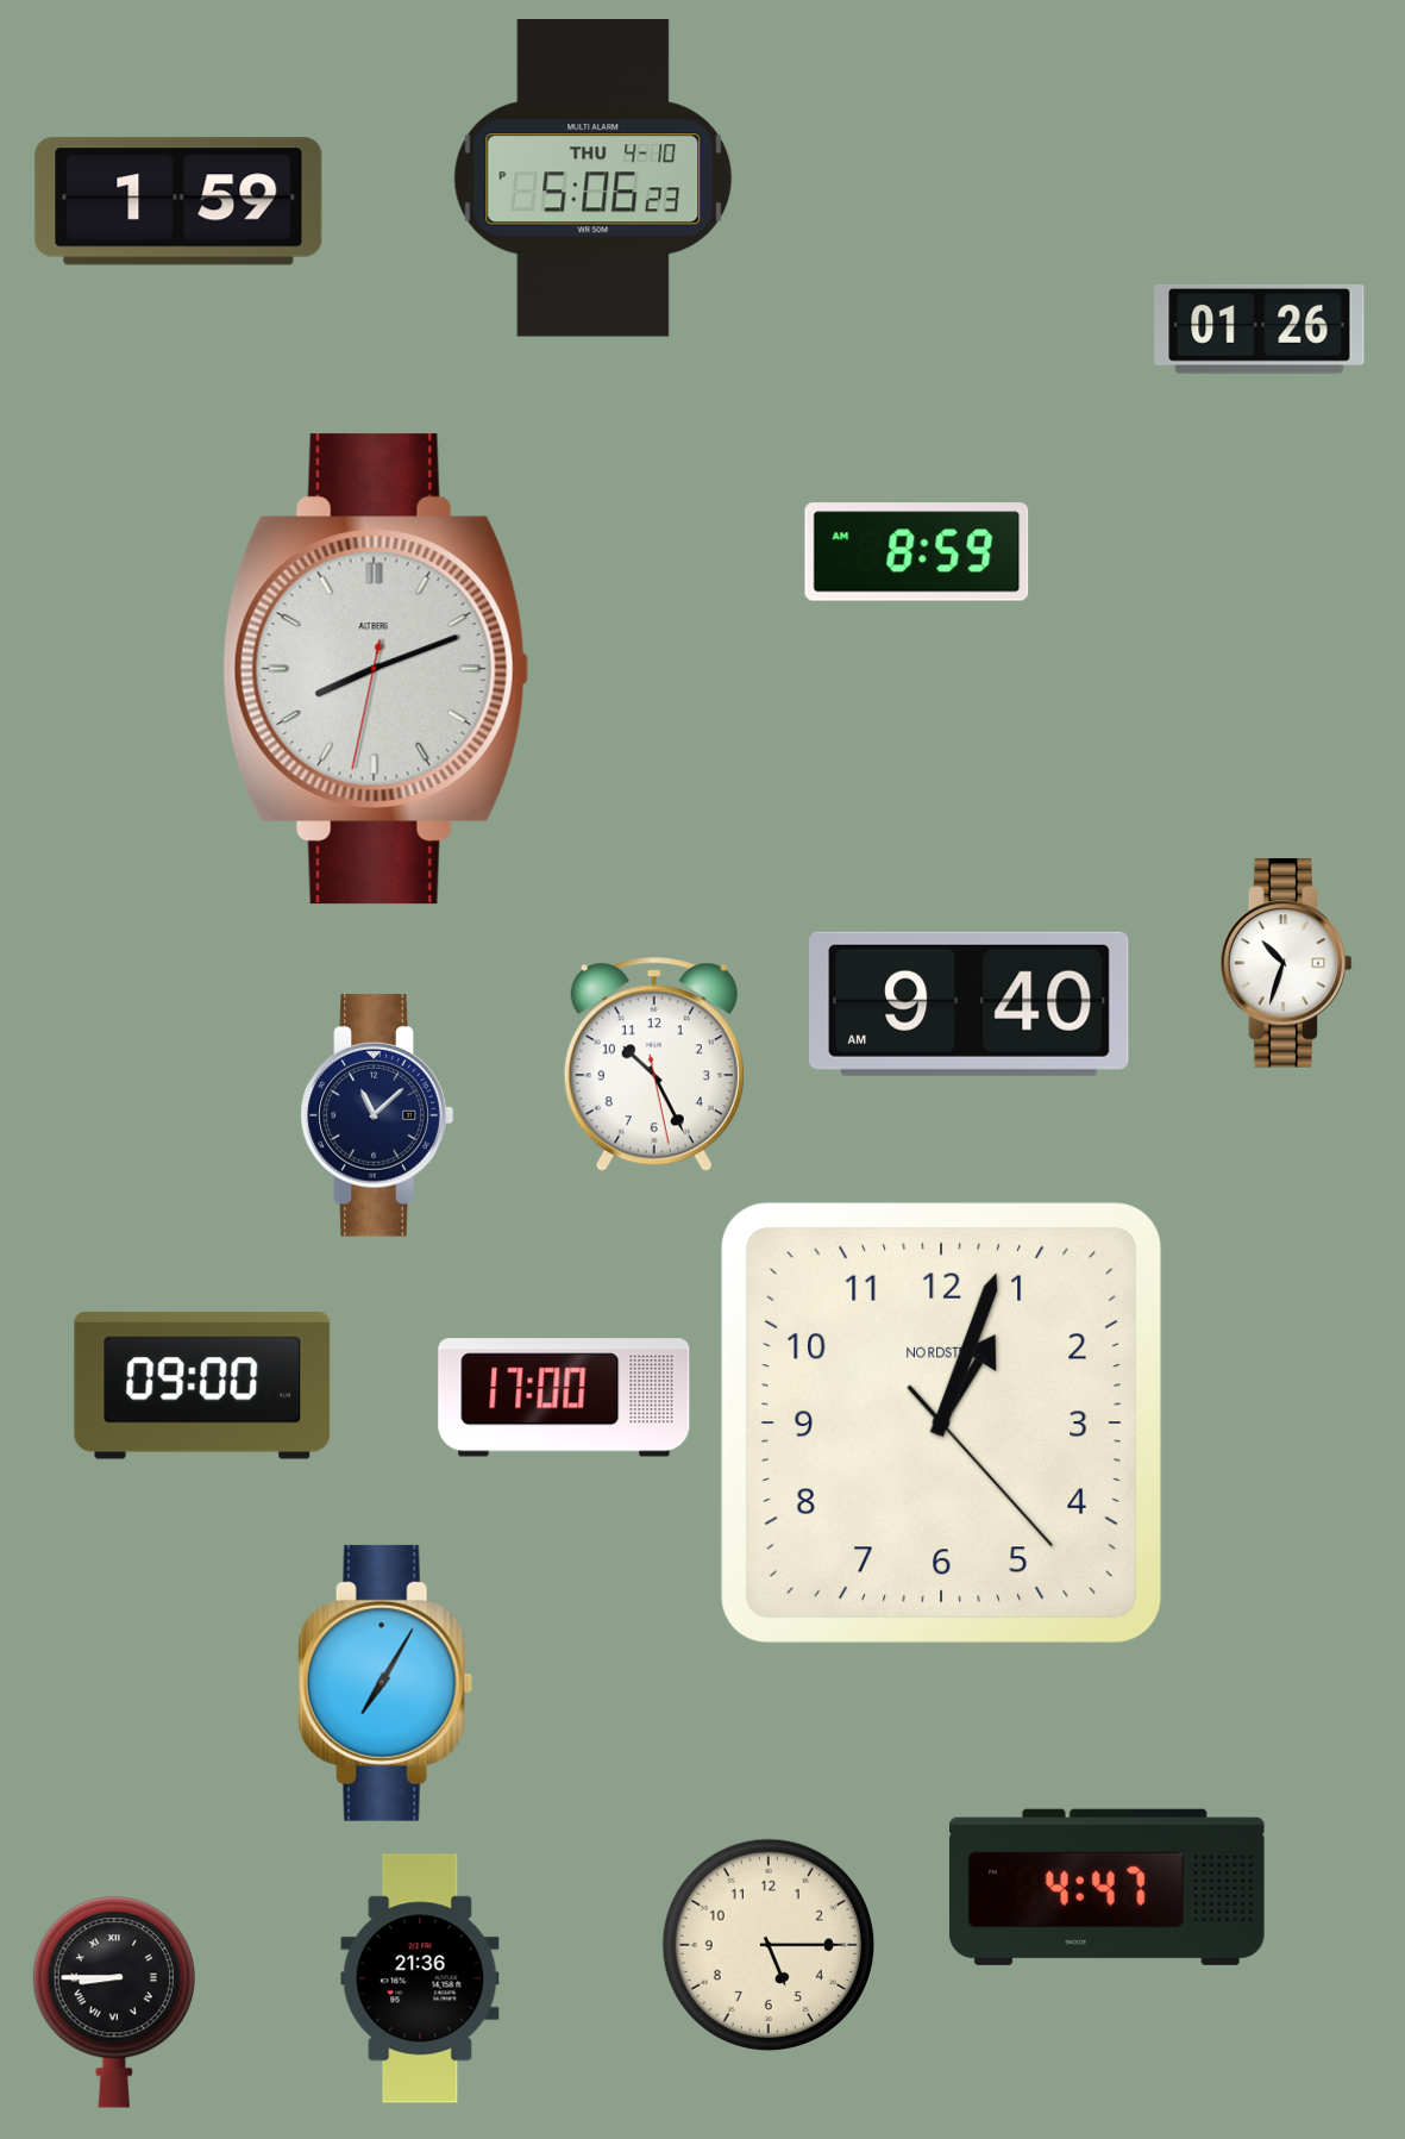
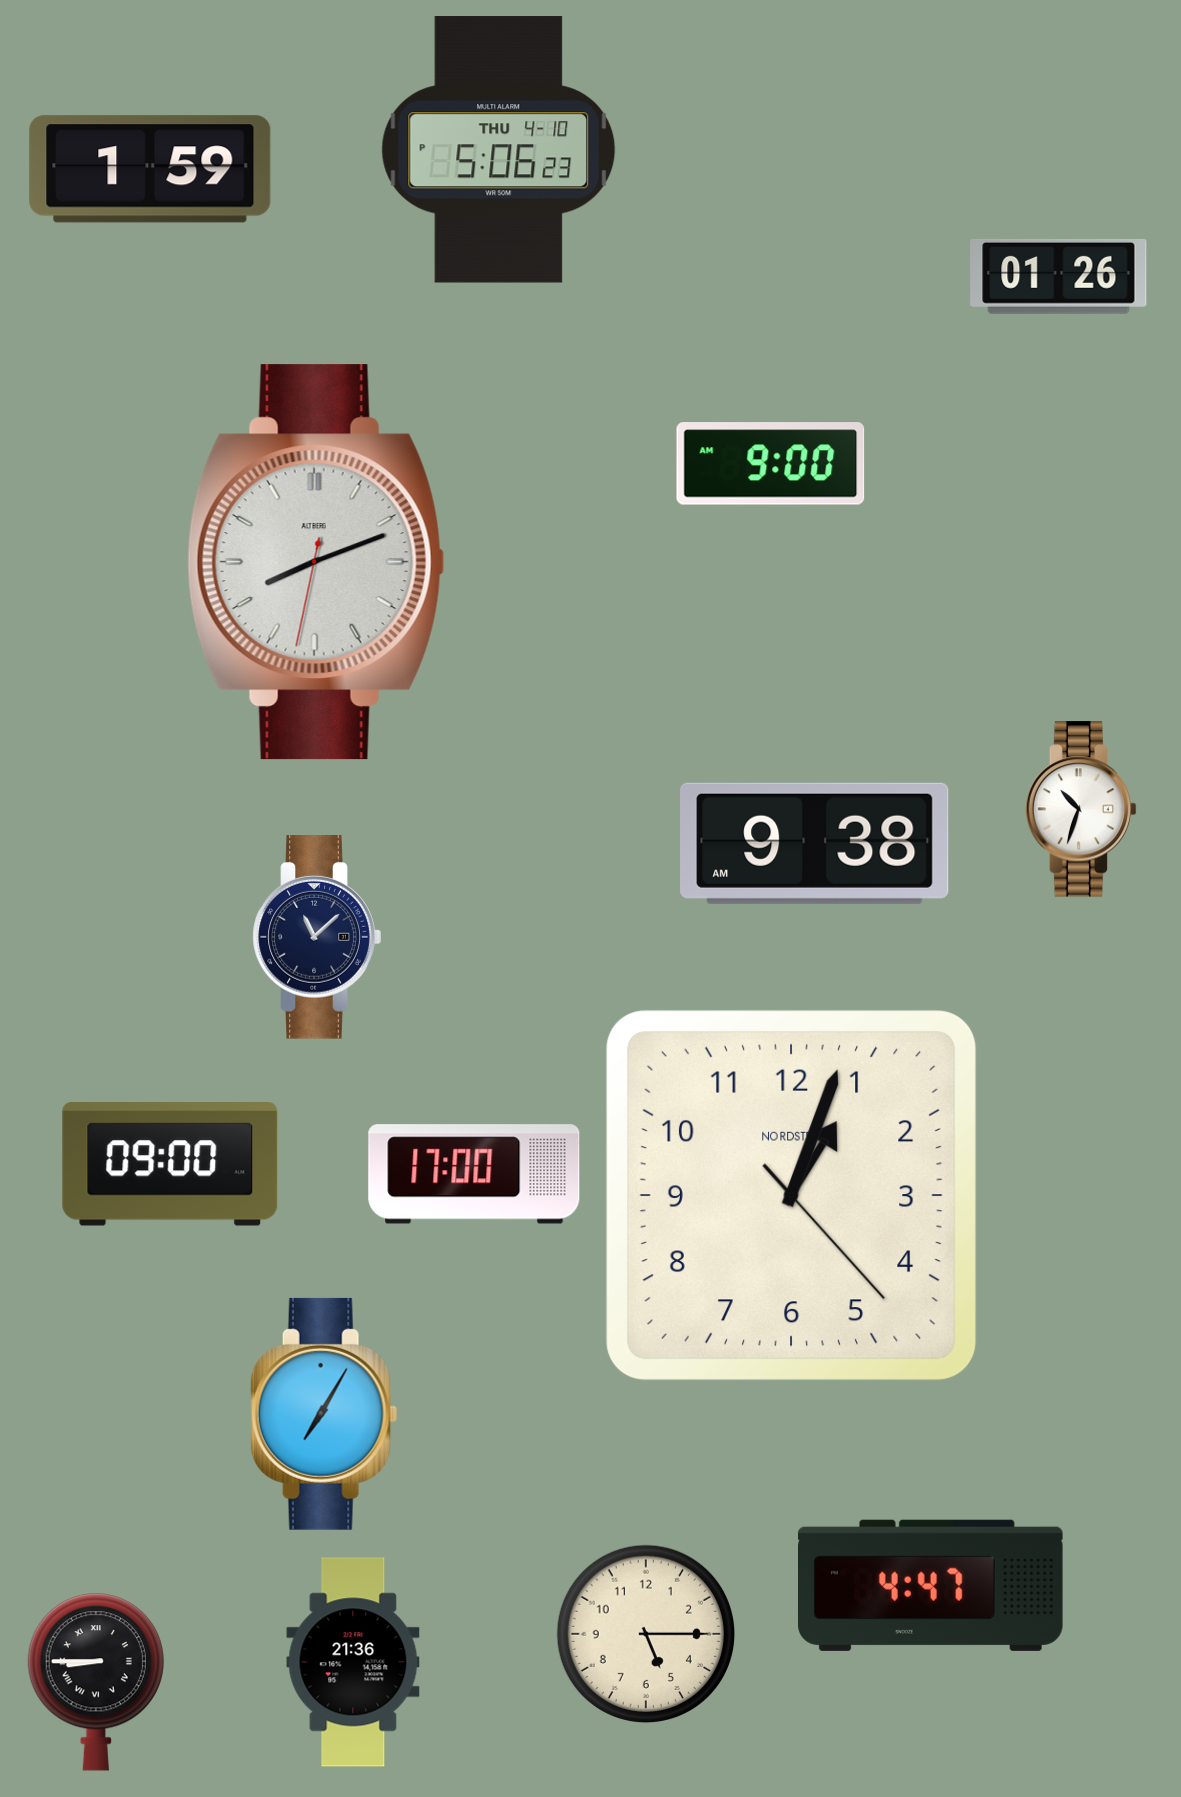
clock at (917, 552): 8:59 -> 9:00
clock at (970, 1003): 9:40 -> 9:38
clock at (654, 1064): 10:25 -> none
